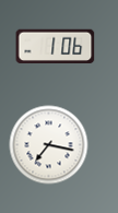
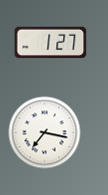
clock at (56, 46): 1:06 -> 1:27
